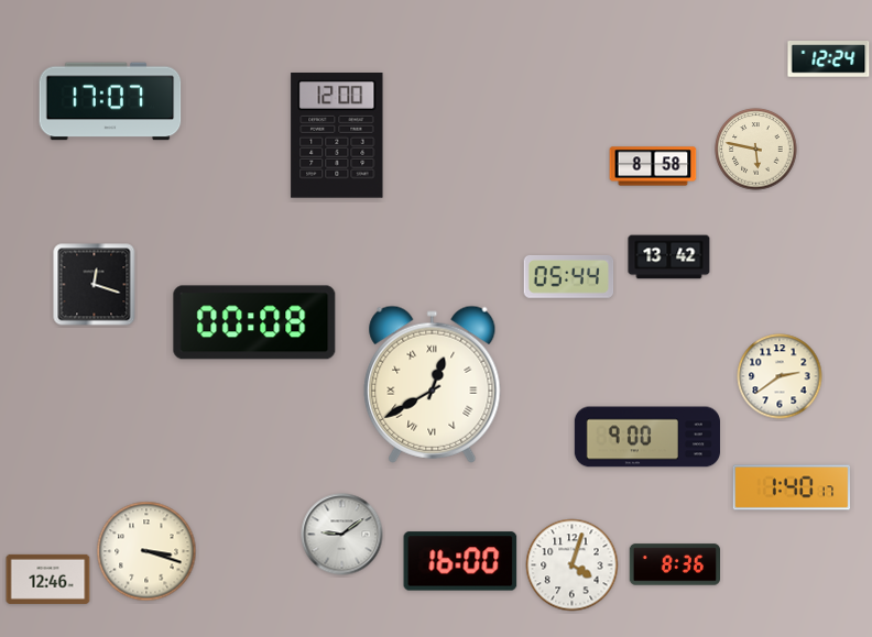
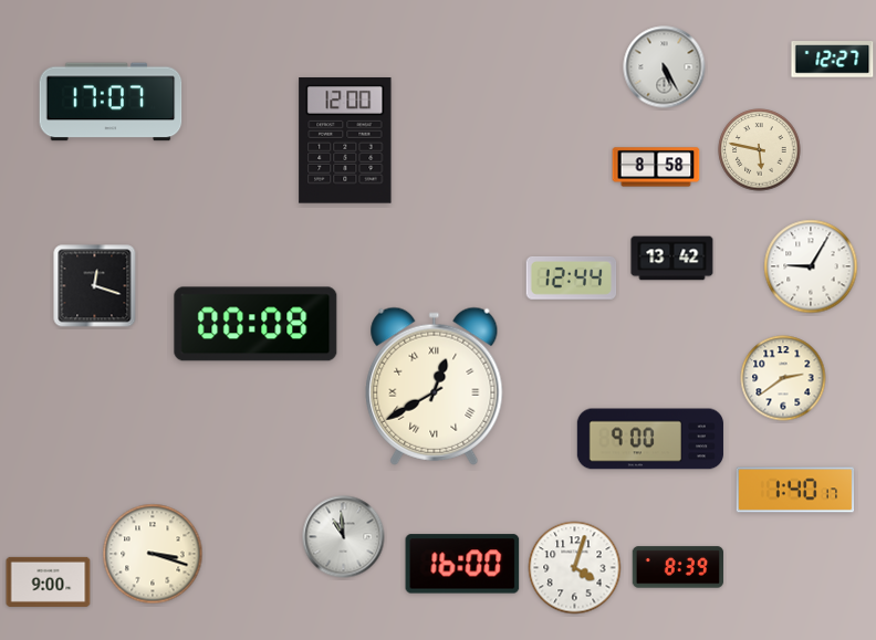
clock at (829, 59): 12:24 -> 12:27
clock at (665, 67): none -> 5:25
clock at (337, 136) position: (337, 136) -> (345, 141)
clock at (811, 266): none -> 9:05
clock at (569, 276): 05:44 -> 12:44
clock at (342, 535): 9:09 -> 10:59
clock at (146, 551) position: (146, 551) -> (153, 554)
clock at (675, 564): 8:36 -> 8:39
clock at (48, 579): 12:46 -> 9:00
